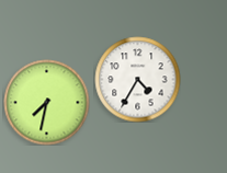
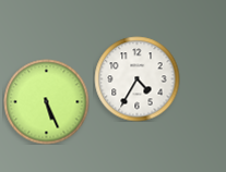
clock at (46, 102): 7:32 -> 5:26
